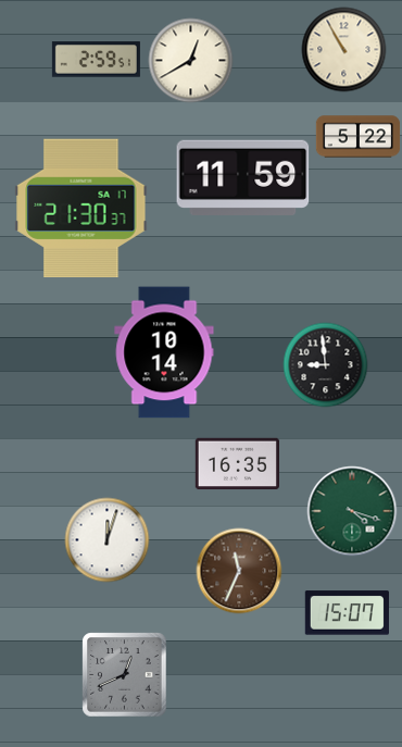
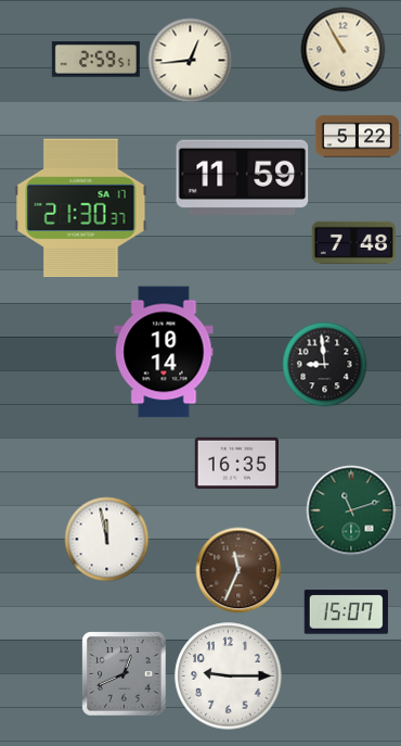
clock at (190, 60): 12:40 -> 12:44
clock at (353, 242): none -> 7:48
clock at (352, 511): 4:18 -> 11:12
clock at (106, 539): 12:03 -> 11:58
clock at (229, 677): none -> 9:15
